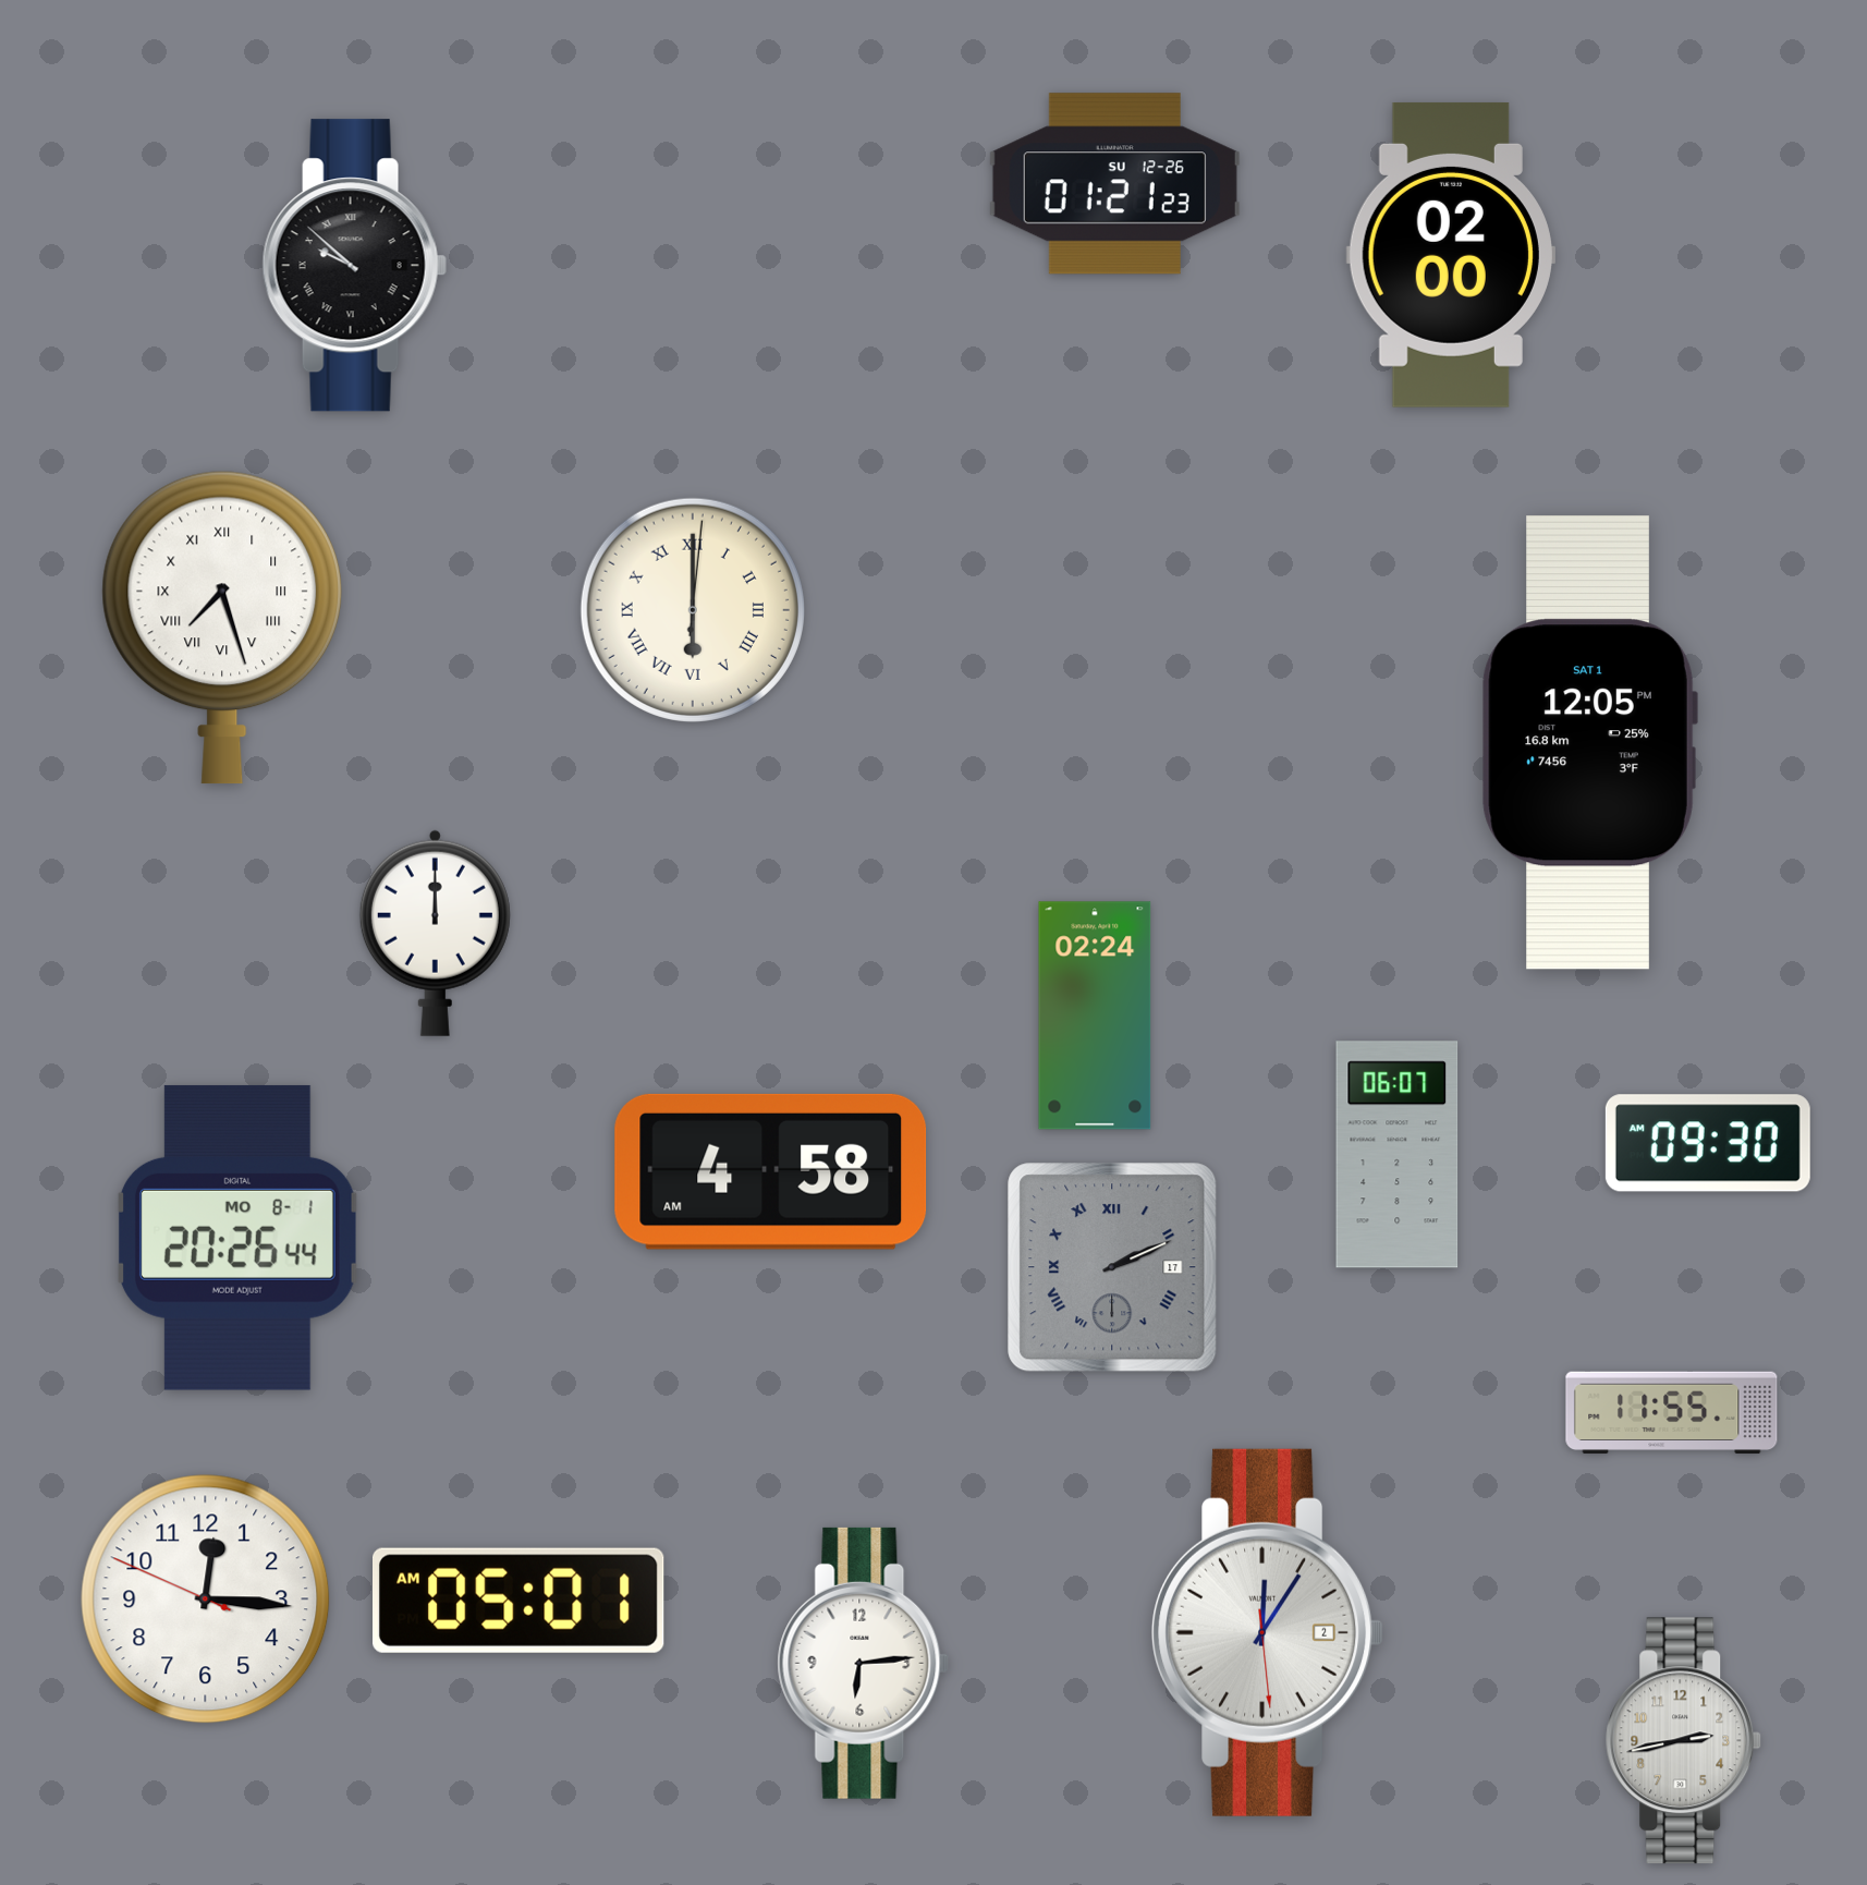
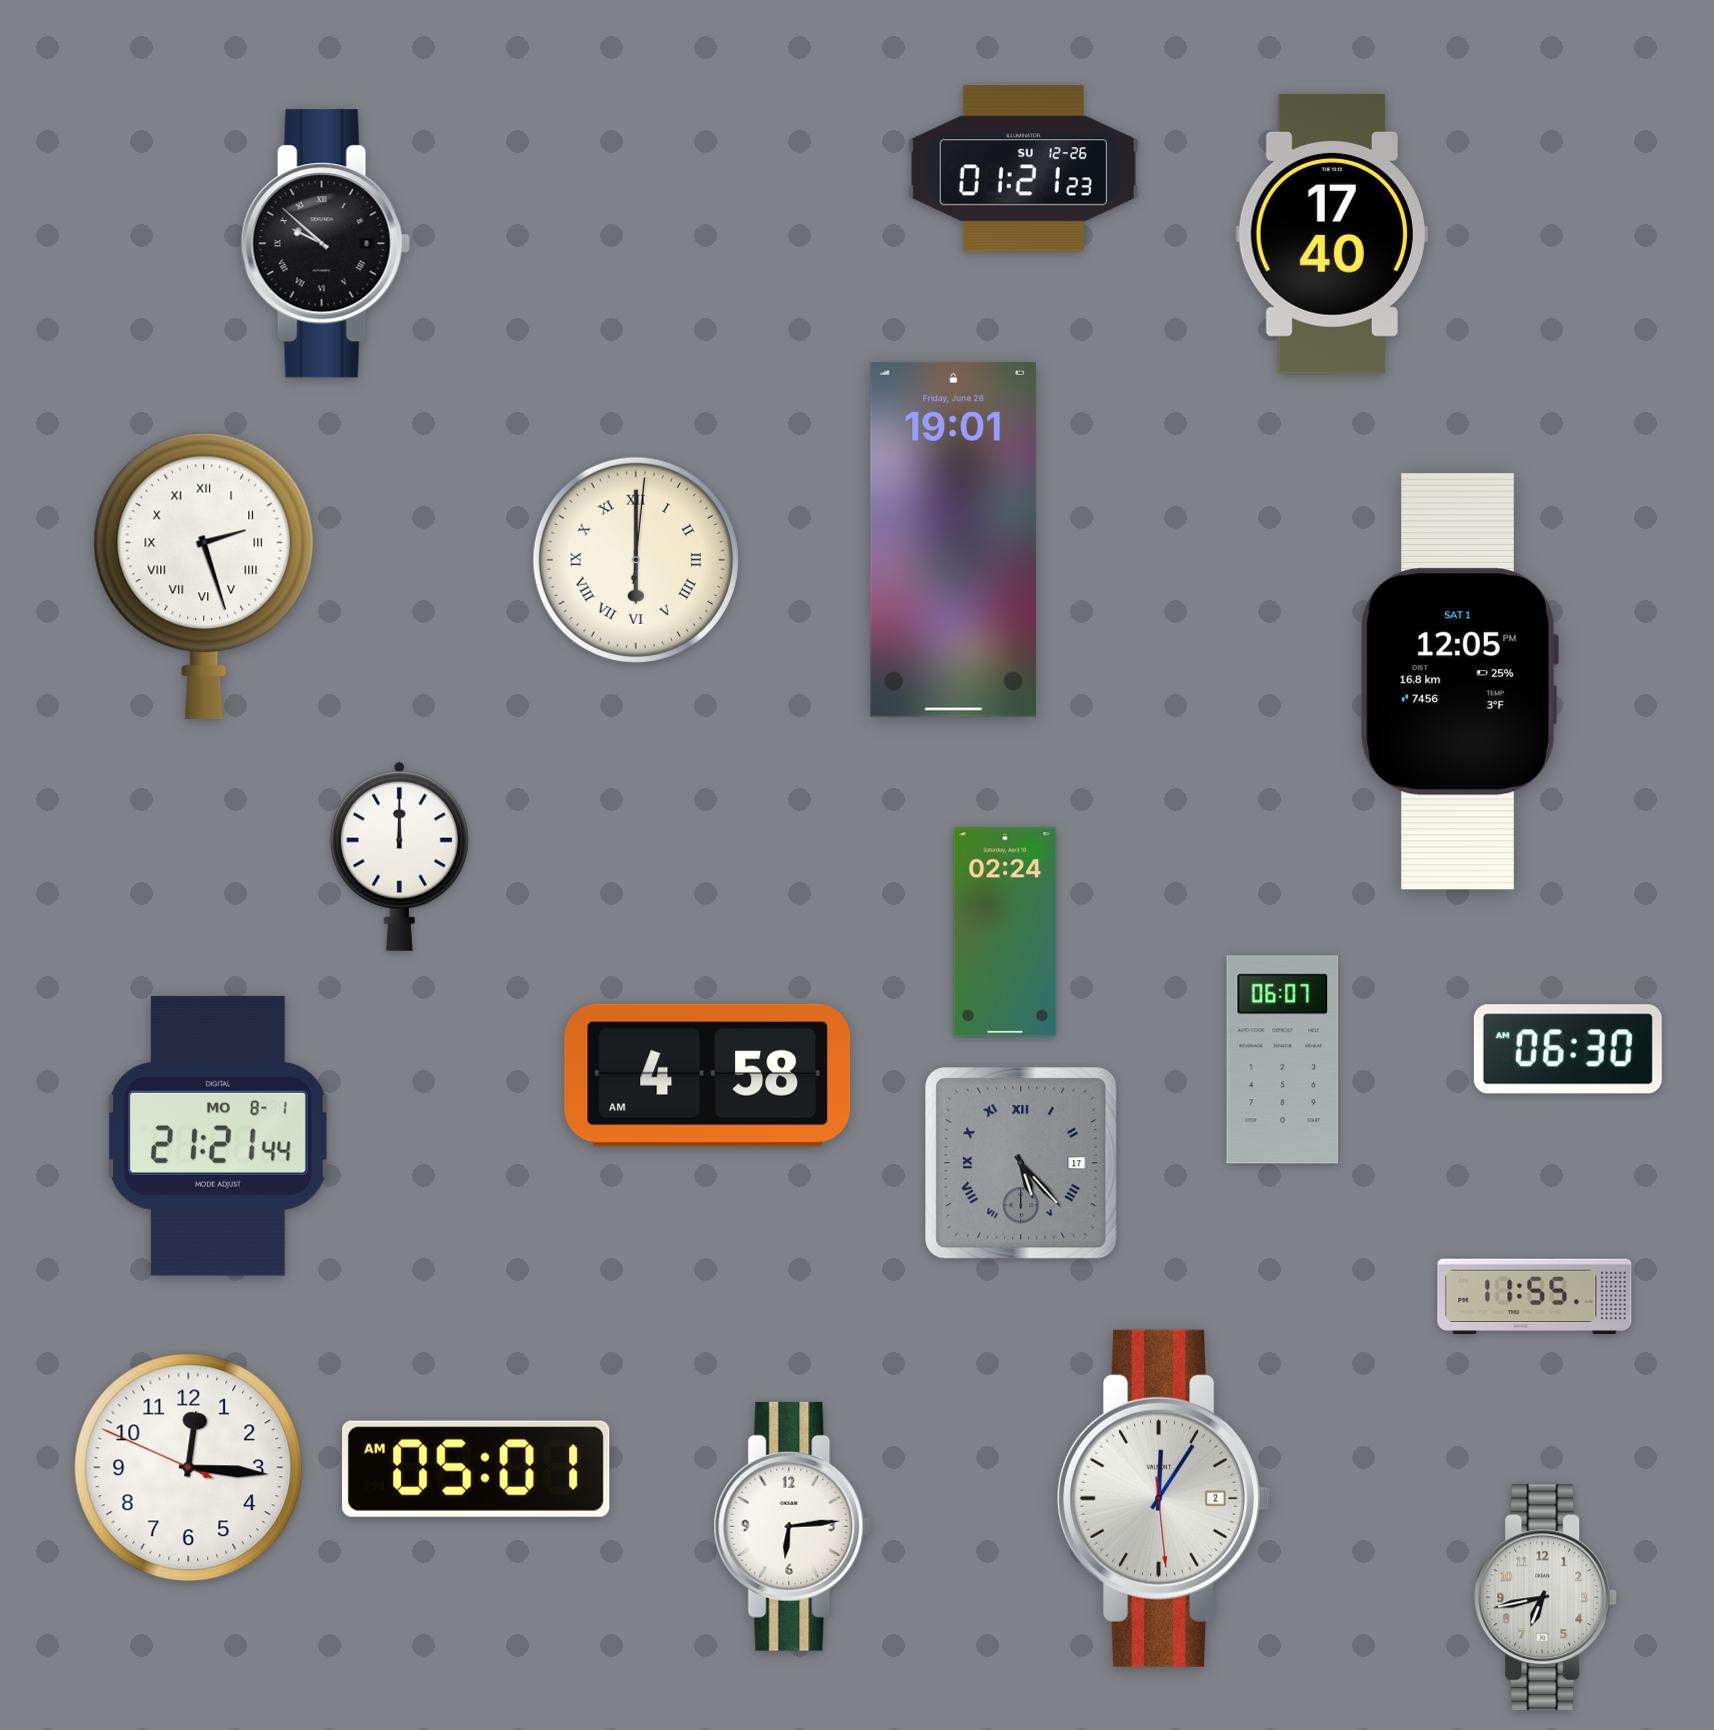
clock at (1451, 255): 02:00 -> 17:40
clock at (954, 539): none -> 19:01
clock at (222, 628): 7:27 -> 2:27
clock at (1708, 1143): 09:30 -> 06:30
clock at (237, 1238): 20:26 -> 21:21
clock at (1112, 1267): 2:11 -> 5:23
clock at (1684, 1741): 2:43 -> 6:43
